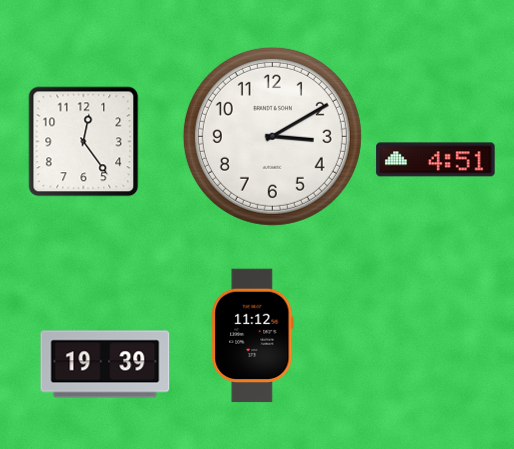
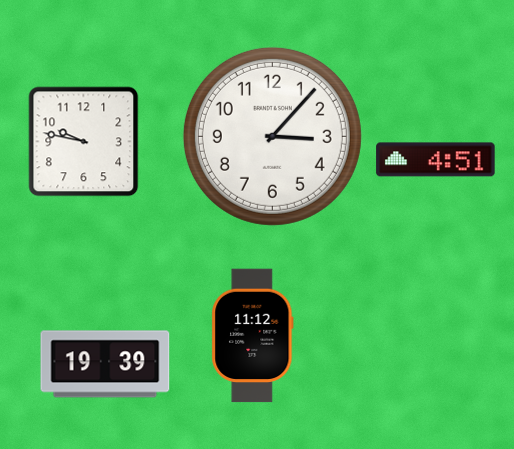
clock at (272, 136): 3:10 -> 3:07
clock at (84, 142): 12:24 -> 9:47
